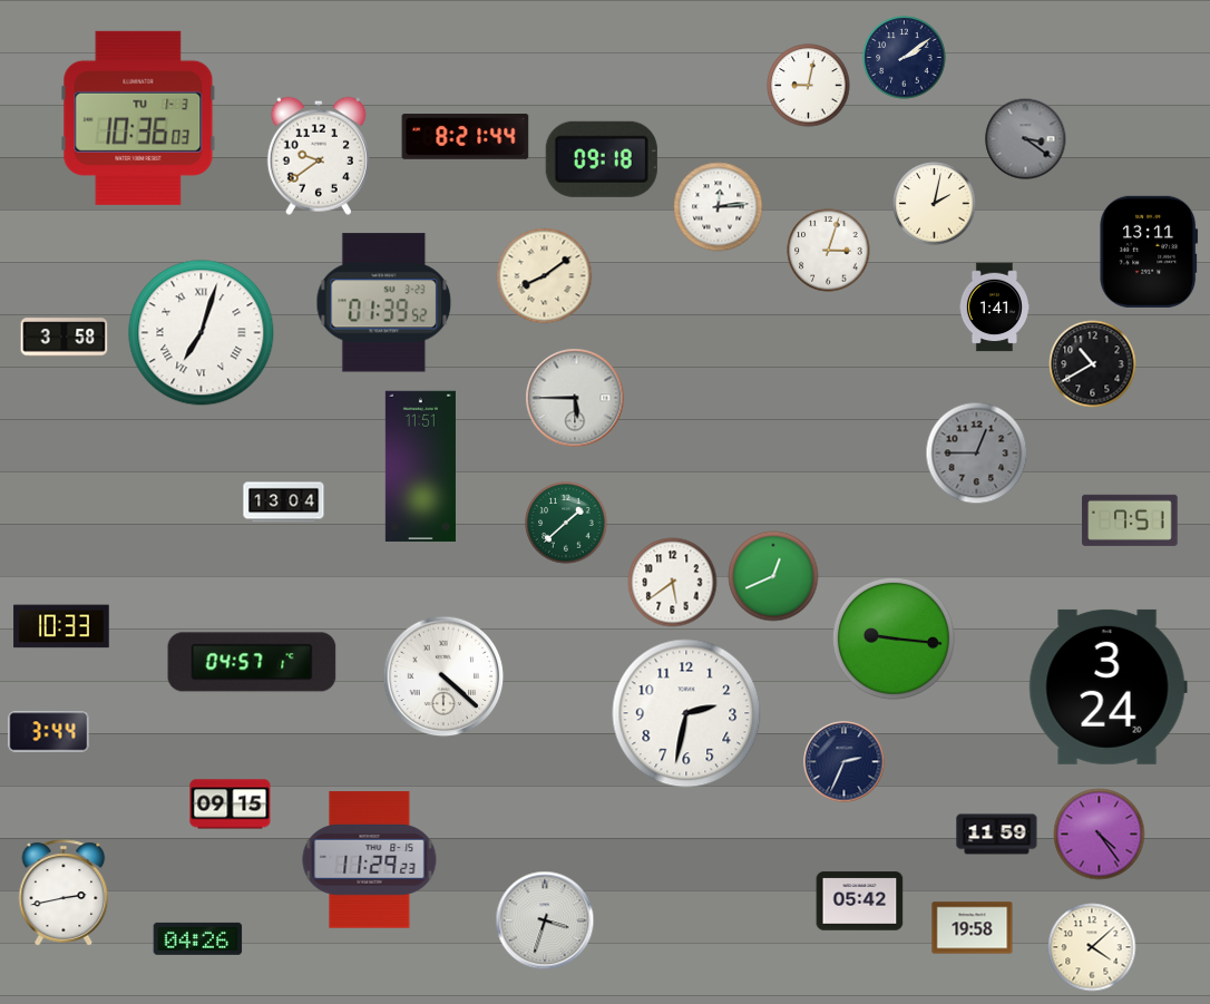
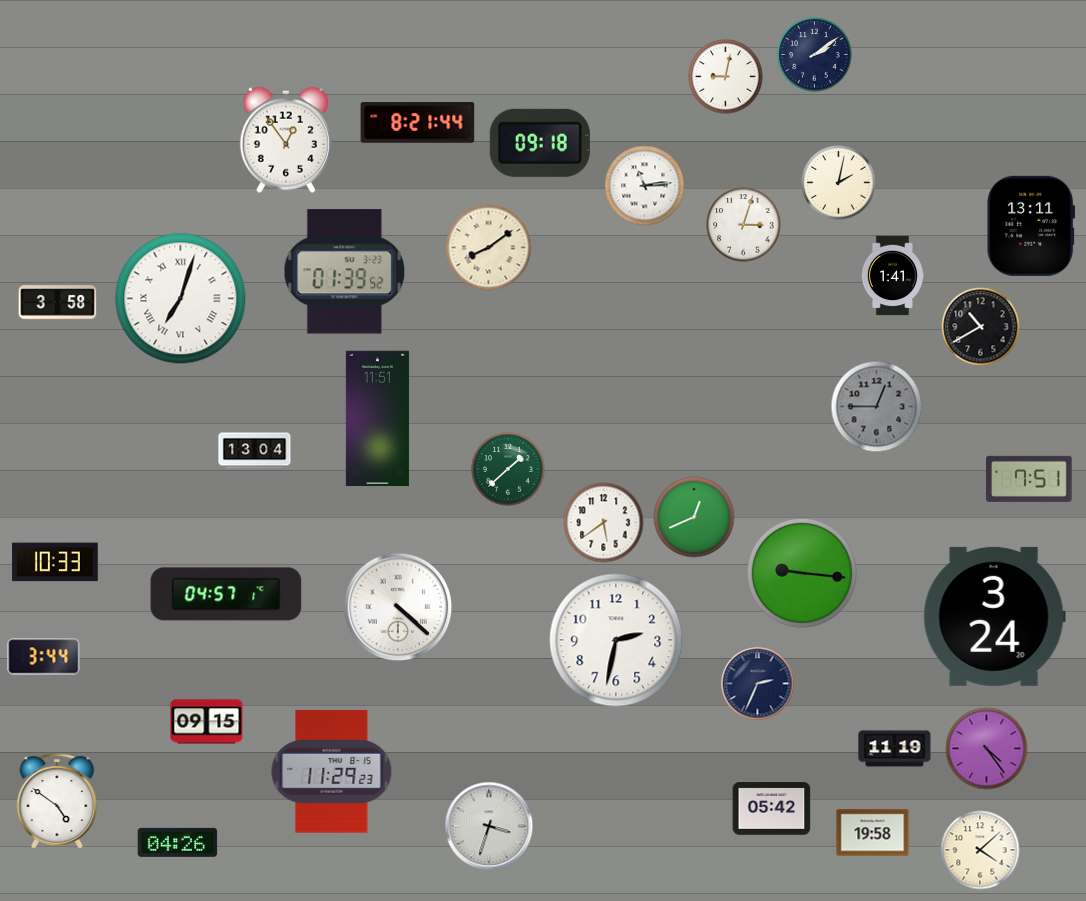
clock at (905, 58) position: (905, 58) -> (815, 55)
clock at (138, 118): 10:36 -> none
clock at (1026, 139): 3:21 -> none
clock at (319, 156): 9:39 -> 12:54
clock at (719, 207): 12:14 -> 11:14
clock at (575, 398): 5:45 -> none
clock at (1130, 520) position: (1130, 520) -> (1029, 479)
clock at (997, 835): 11:59 -> 11:19
clock at (64, 893): 2:43 -> 4:51
